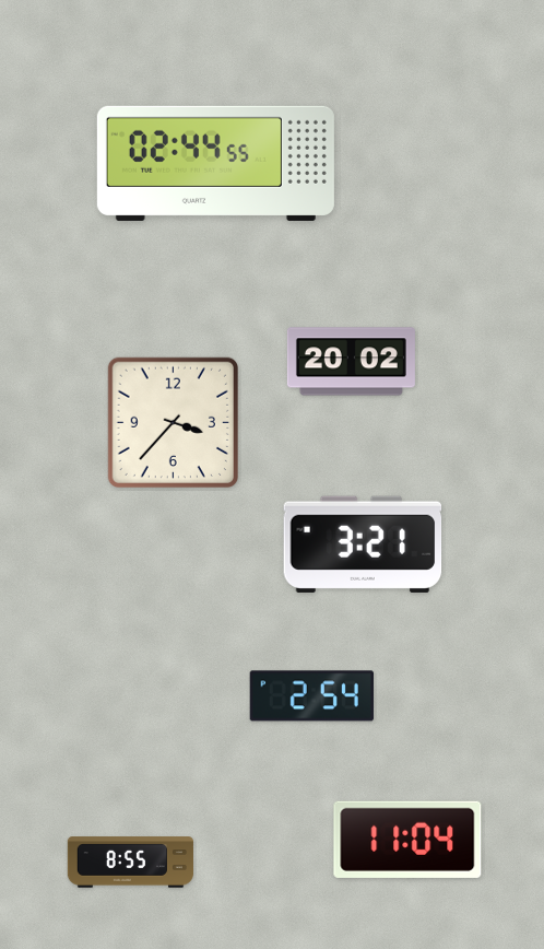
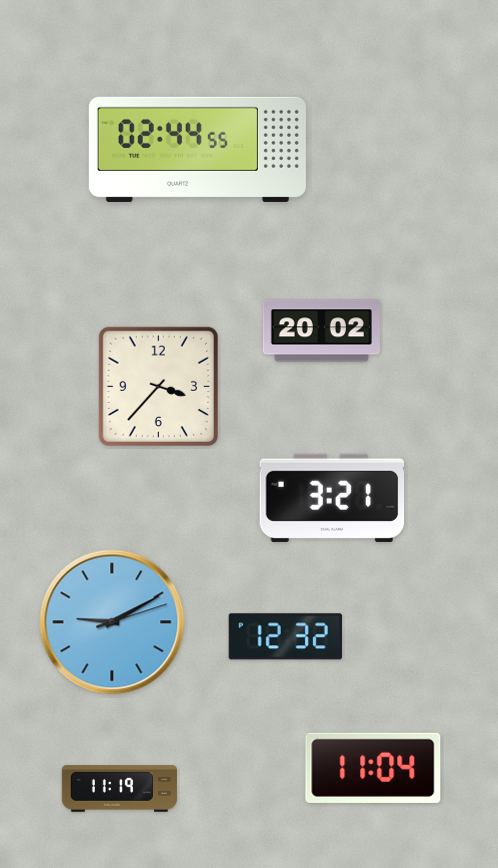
clock at (112, 622): none -> 9:10
clock at (311, 696): 2:54 -> 12:32
clock at (130, 863): 8:55 -> 11:19
